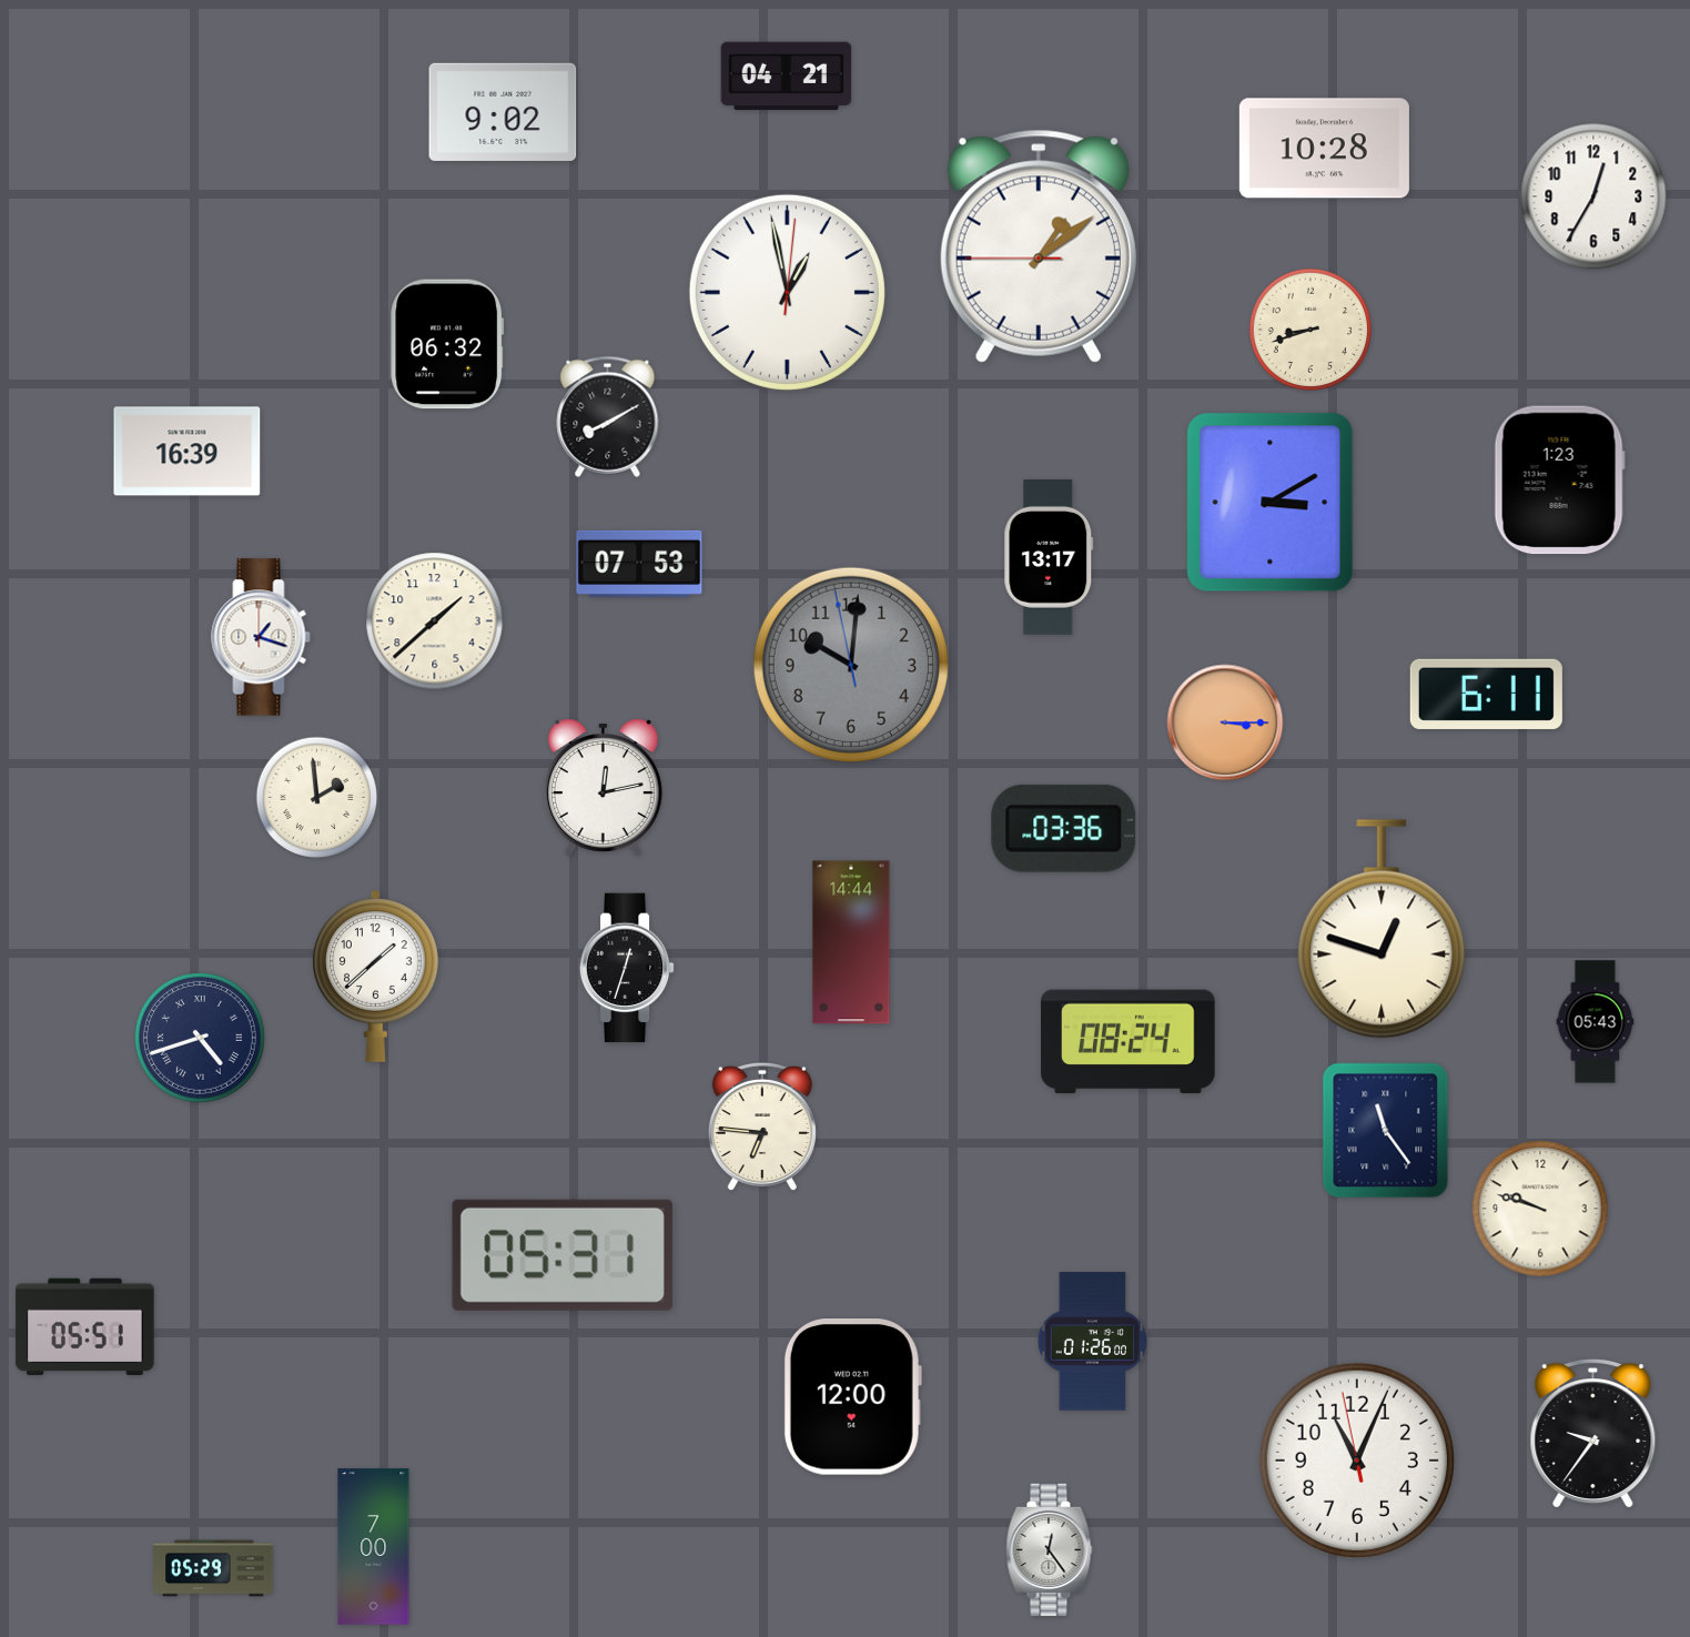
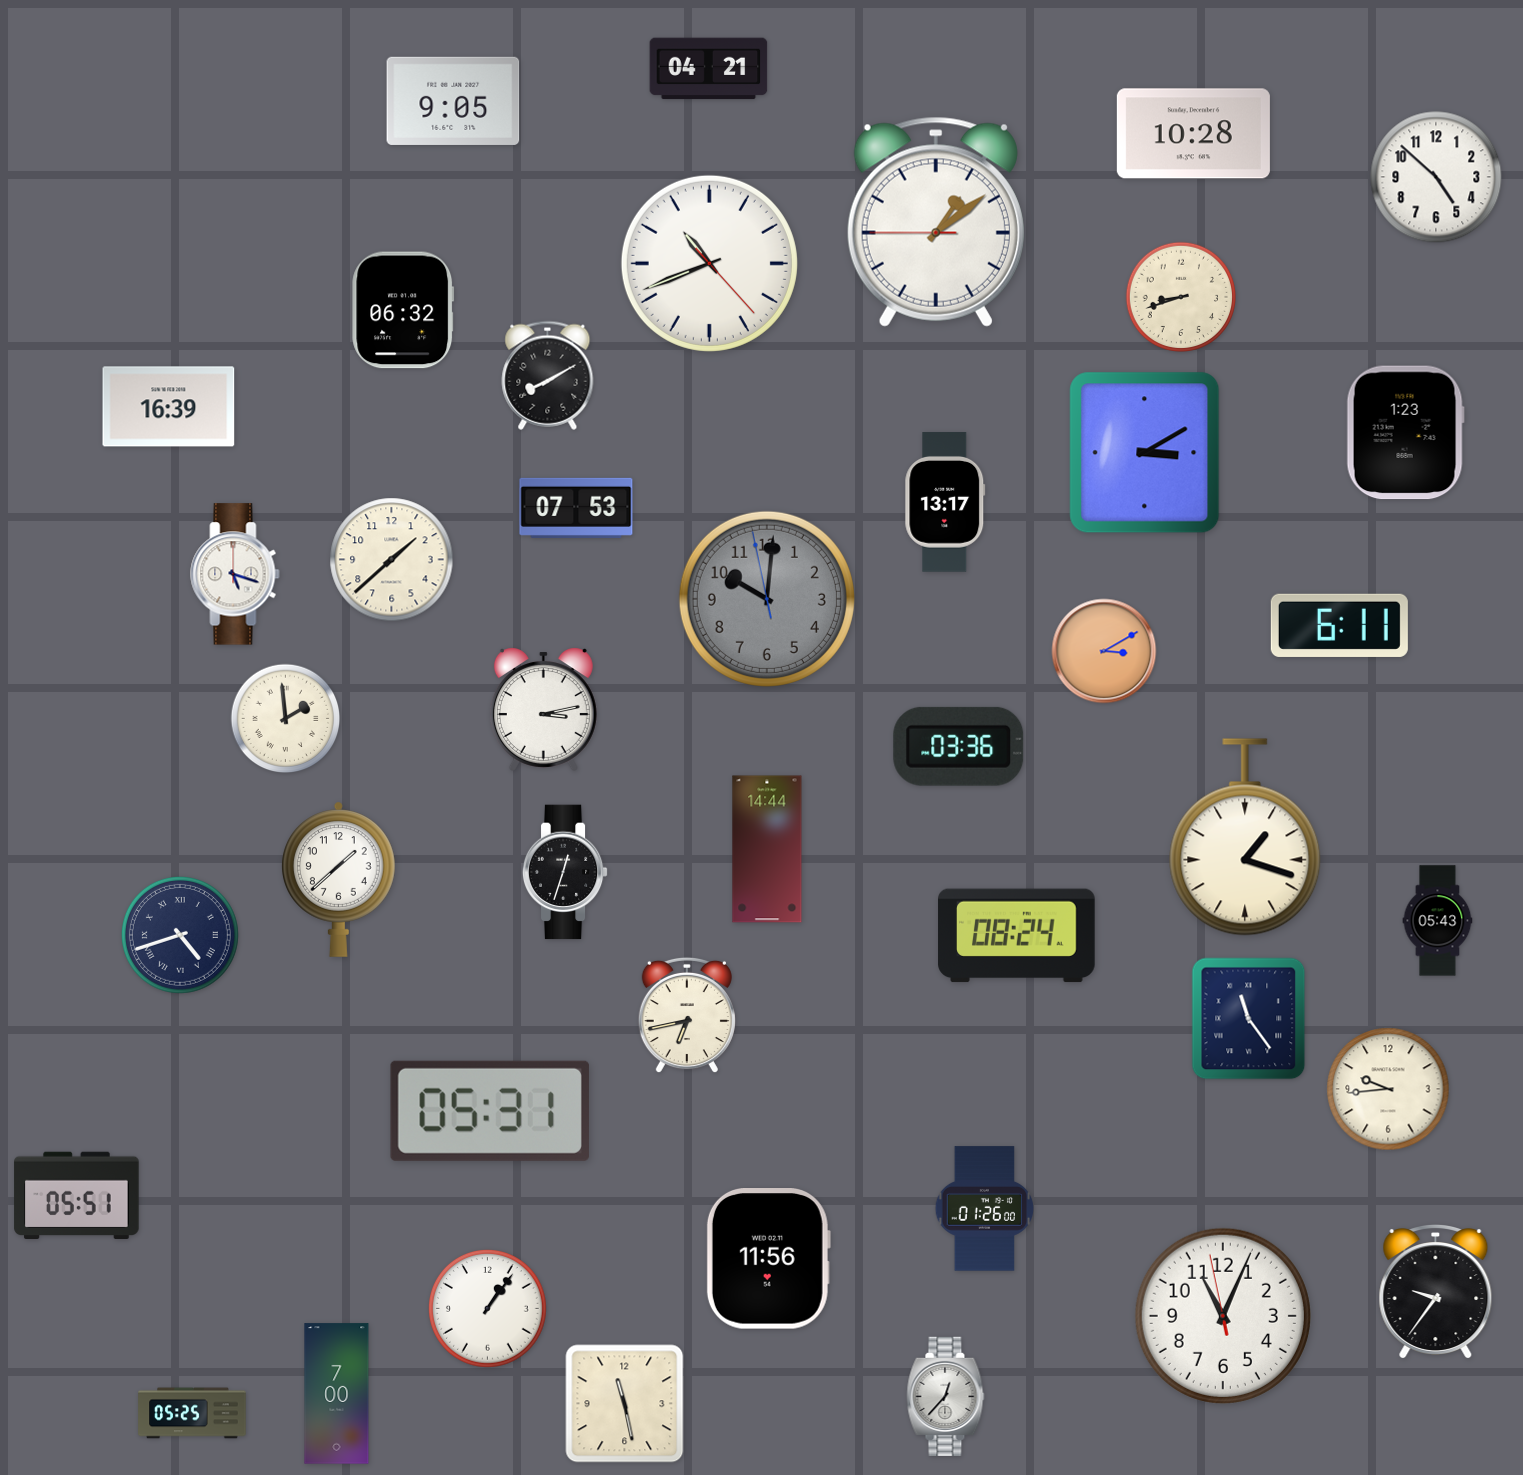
clock at (503, 112): 9:02 -> 9:05
clock at (1593, 196): 12:35 -> 4:52
clock at (787, 292): 12:58 -> 10:41
clock at (261, 637): 1:18 -> 5:18
clock at (1225, 722): 3:15 -> 3:10
clock at (603, 787): 12:13 -> 3:13
clock at (1382, 929): 12:48 -> 1:18
clock at (1129, 1042) position: (1129, 1042) -> (1017, 936)
clock at (762, 1126): 6:46 -> 6:43
clock at (1540, 1209): 9:48 -> 9:44
clock at (563, 1255) position: (563, 1255) -> (490, 1111)
clock at (852, 1397): 12:00 -> 11:56
clock at (488, 1309): none -> 1:06
clock at (1050, 1549): 12:24 -> 12:37
clock at (625, 1404): none -> 11:28
clock at (213, 1568): 05:29 -> 05:25
